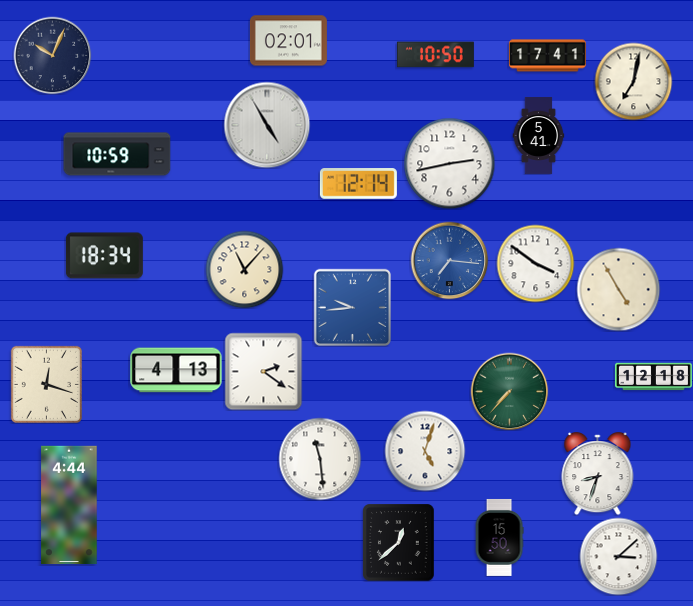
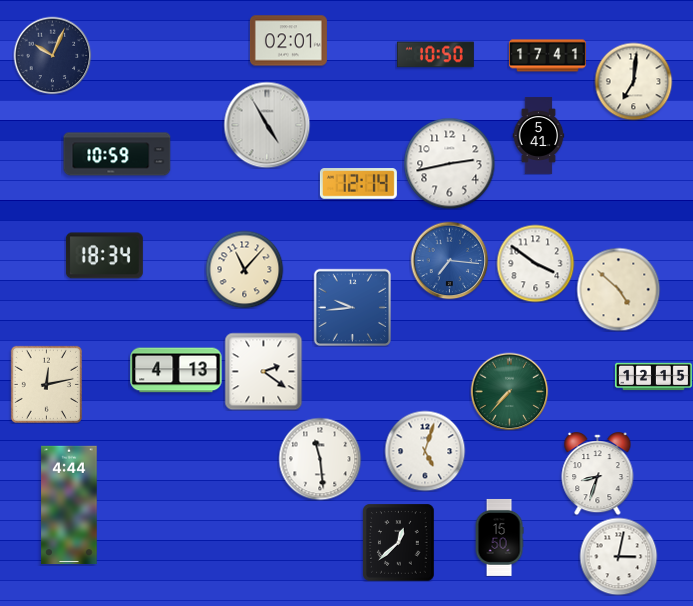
clock at (633, 81): 7:02 -> 7:01
clock at (618, 289): 4:55 -> 4:52
clock at (653, 377): 12:18 -> 12:15
clock at (46, 384): 12:18 -> 12:13
clock at (618, 556): 3:08 -> 3:02
